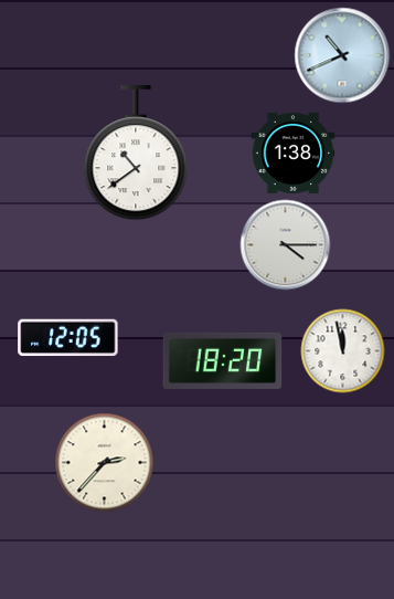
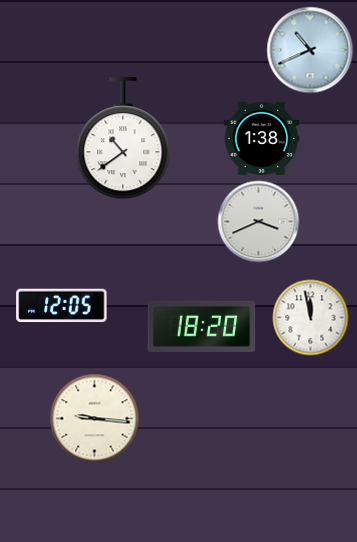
clock at (294, 153) position: (294, 153) -> (262, 138)
clock at (286, 245): 4:15 -> 3:41
clock at (105, 463): 2:37 -> 9:16
